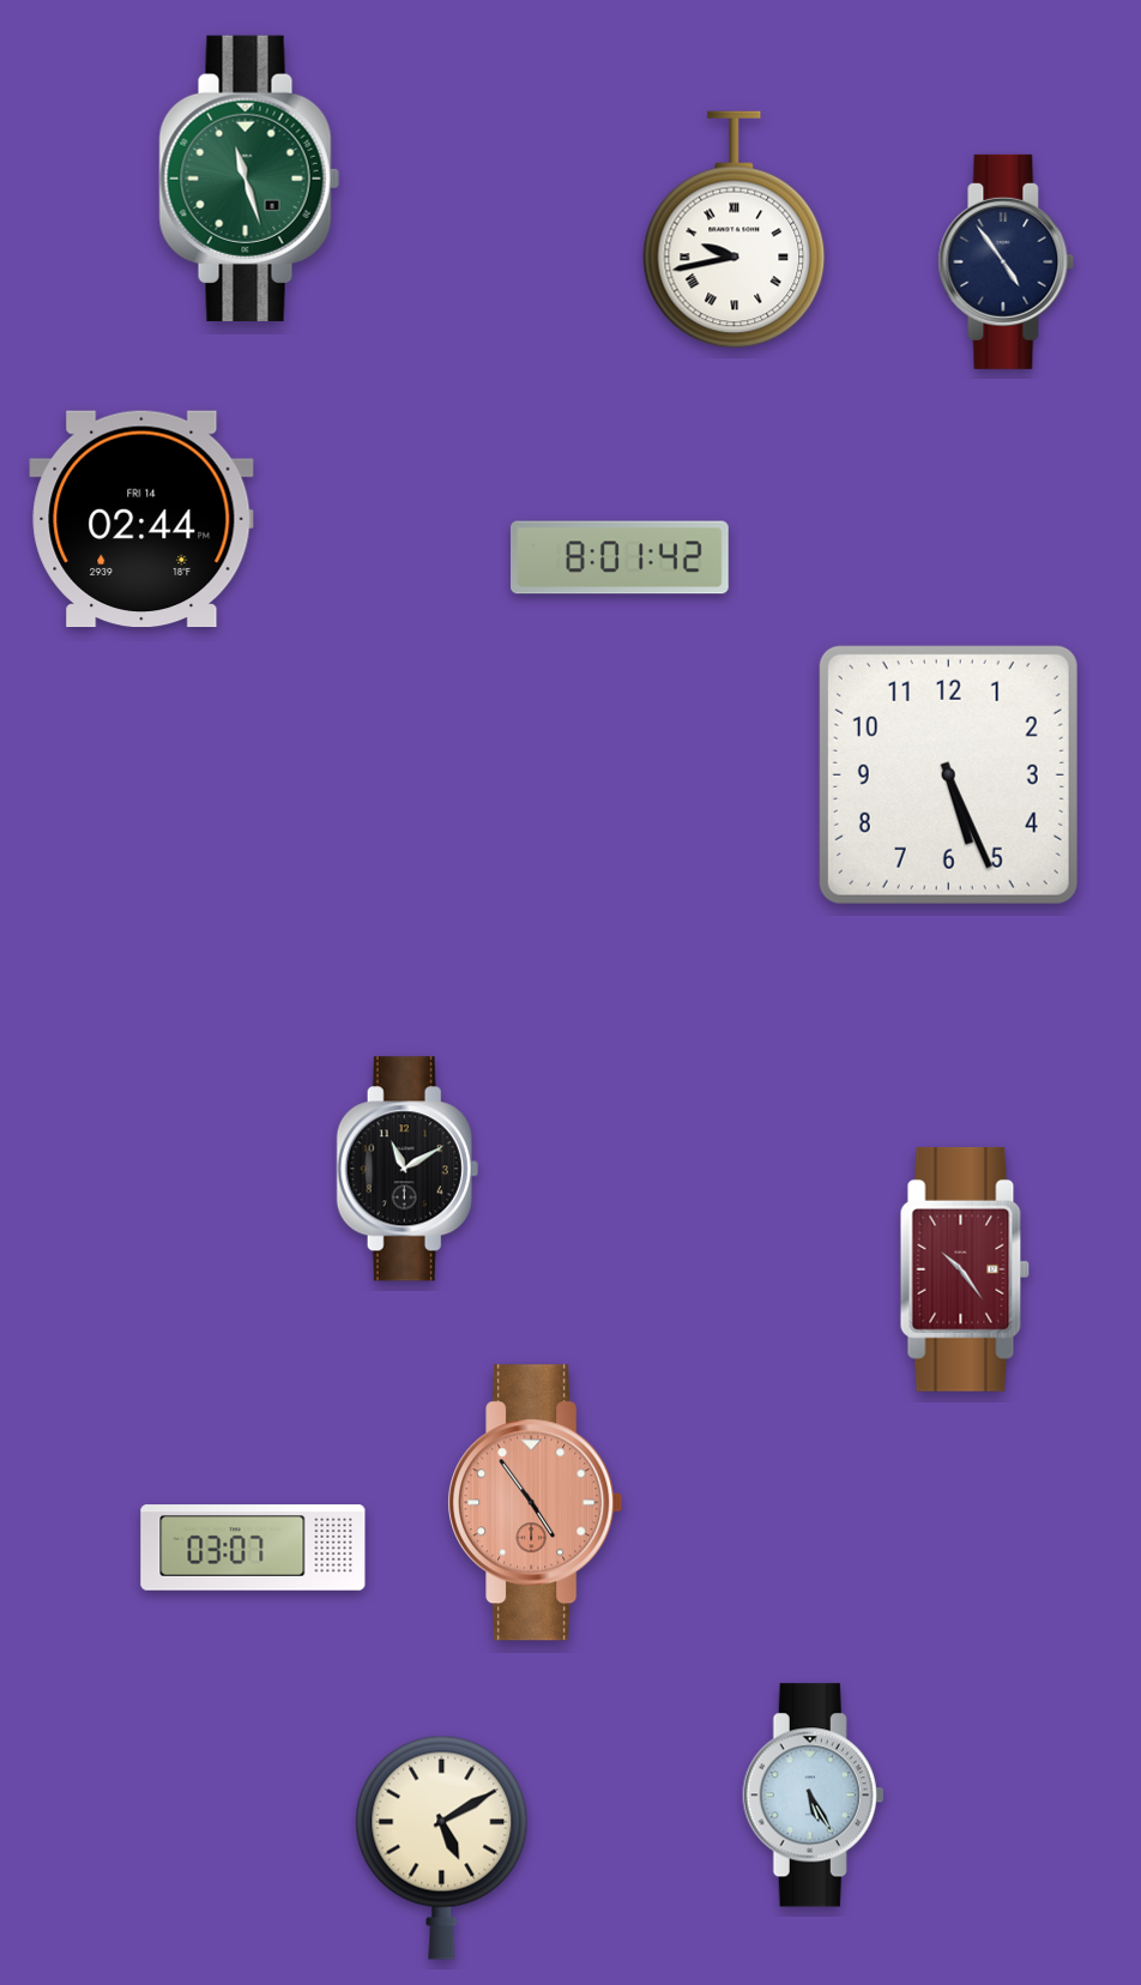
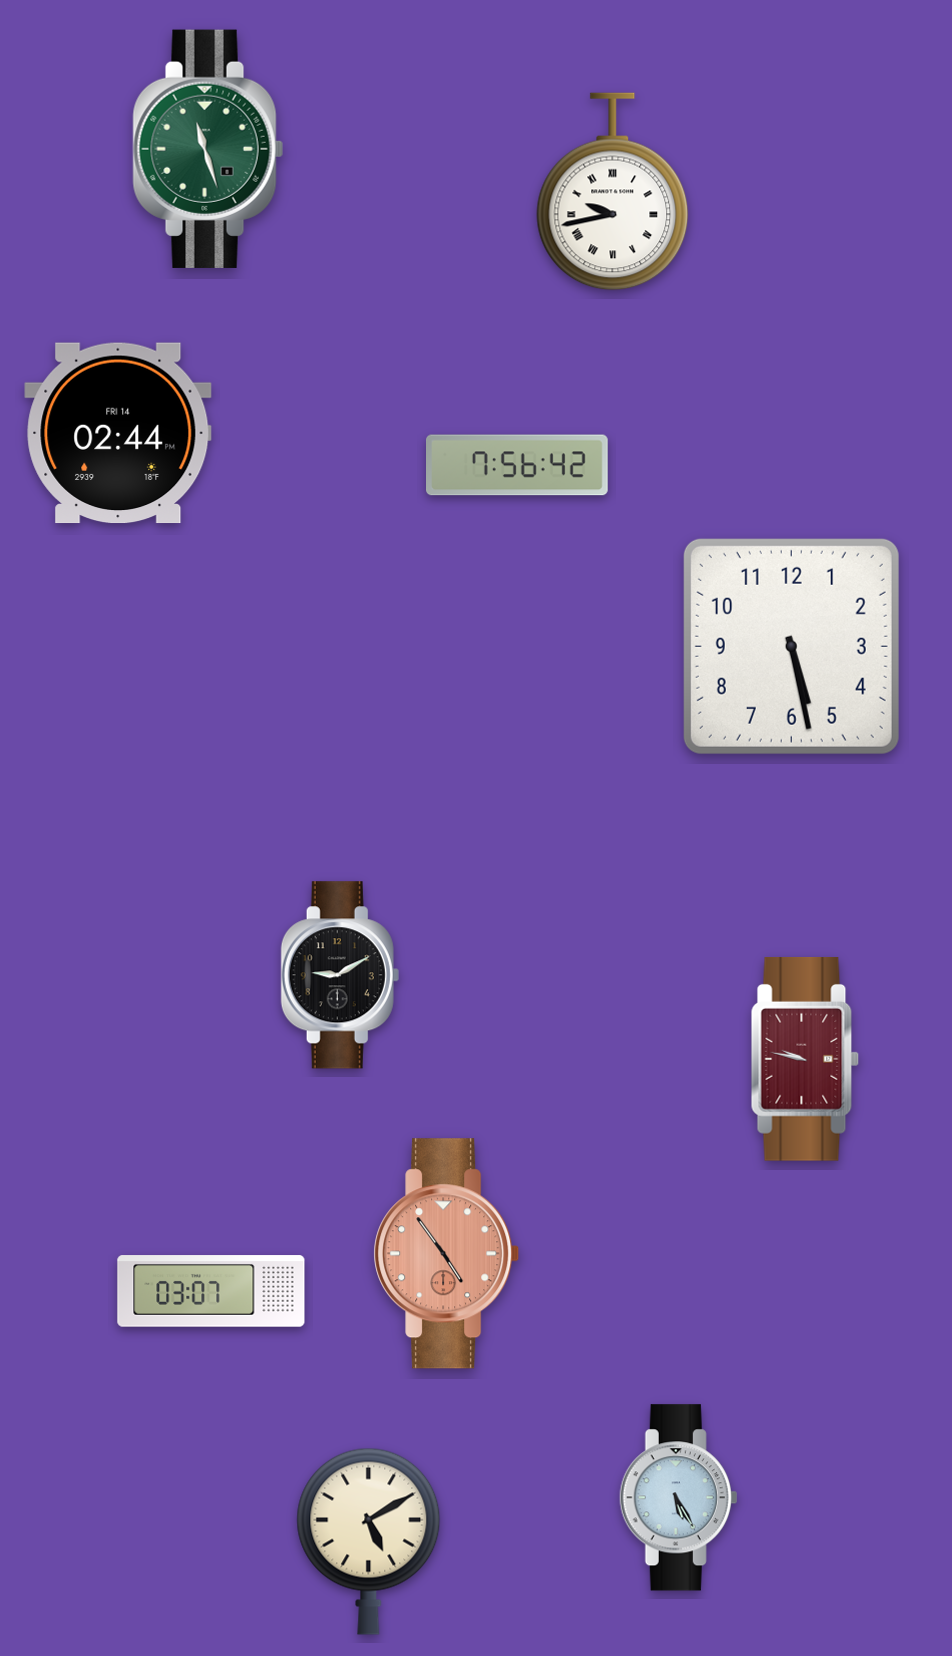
clock at (1007, 261): 4:54 -> none
clock at (621, 557): 8:01 -> 7:56
clock at (948, 774): 5:26 -> 5:28
clock at (407, 1169): 11:10 -> 9:10
clock at (965, 1271): 10:24 -> 9:47
